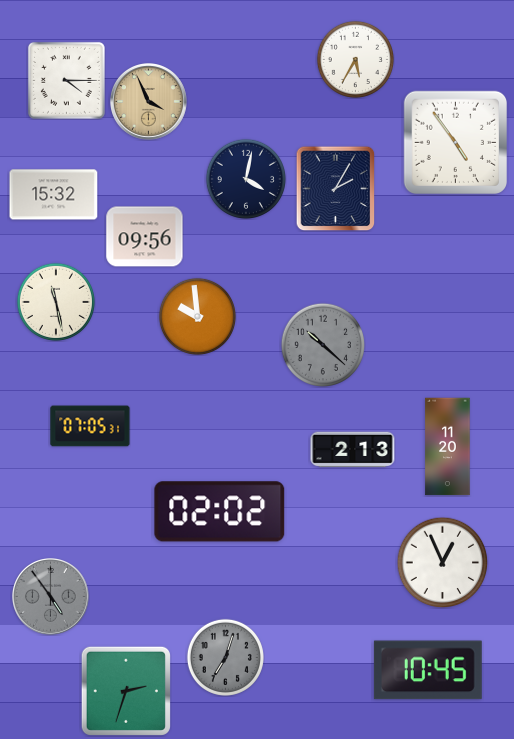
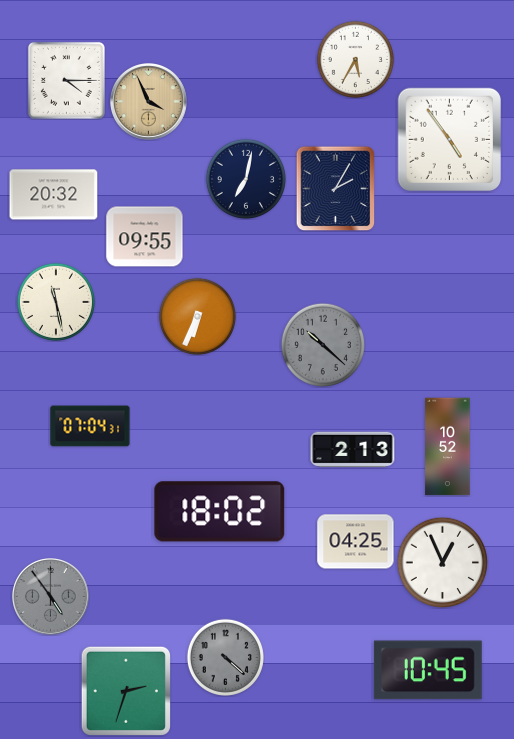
clock at (455, 142) position: (455, 142) -> (449, 139)
clock at (245, 178): 4:02 -> 7:02
clock at (54, 195): 15:32 -> 20:32
clock at (145, 237): 09:56 -> 09:55
clock at (197, 316): 9:59 -> 6:34
clock at (90, 426): 07:05 -> 07:04
clock at (448, 447): 11:20 -> 10:52
clock at (220, 512): 02:02 -> 18:02
clock at (356, 542): none -> 04:25
clock at (225, 657): 7:03 -> 4:22
